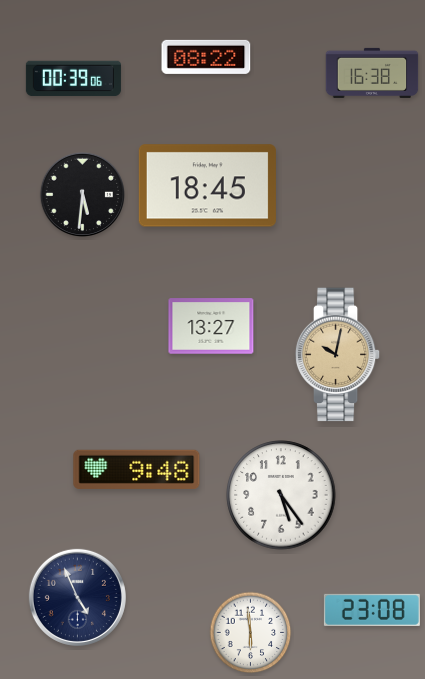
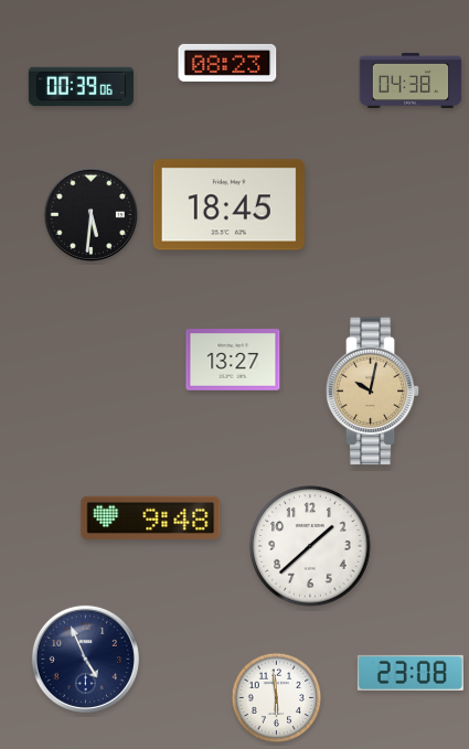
clock at (206, 57): 08:22 -> 08:23
clock at (372, 73): 16:38 -> 04:38
clock at (281, 495): 5:24 -> 1:38
